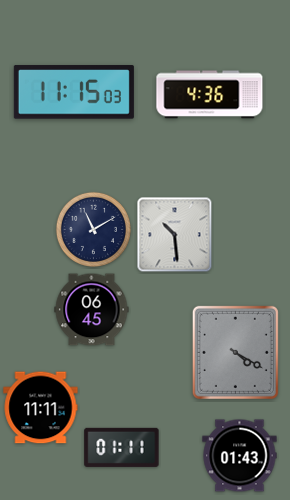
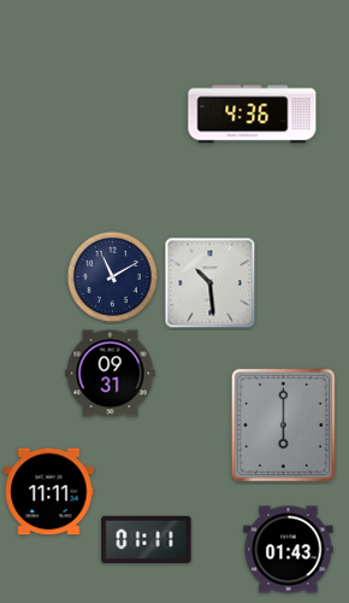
clock at (74, 92): 11:15 -> none
clock at (92, 310): 06:45 -> 09:31
clock at (235, 352): 4:20 -> 6:00
